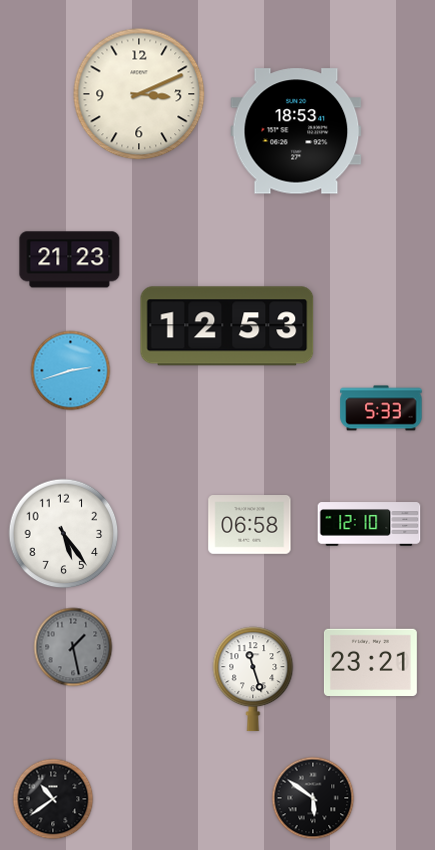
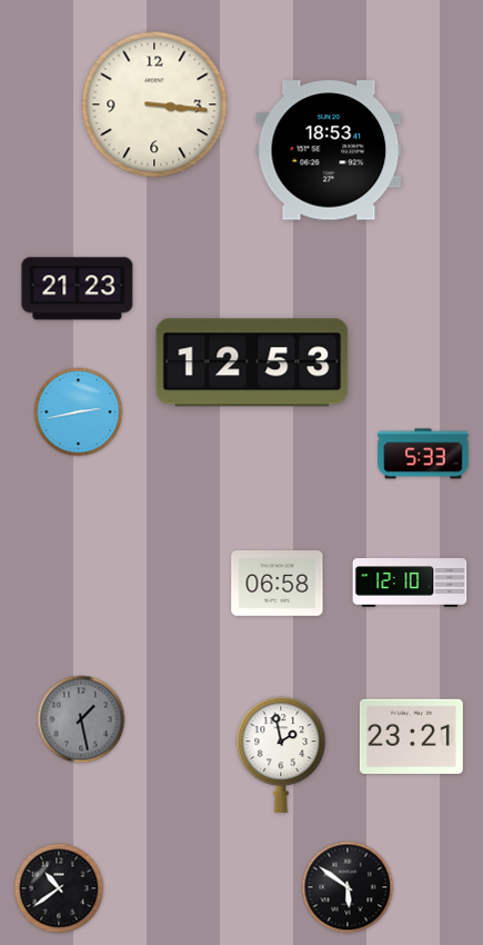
clock at (139, 94): 3:11 -> 3:16
clock at (296, 131) position: (296, 131) -> (329, 150)
clock at (71, 371): 2:42 -> 2:43
clock at (64, 534): 5:24 -> none
clock at (253, 679): 11:27 -> 1:58
